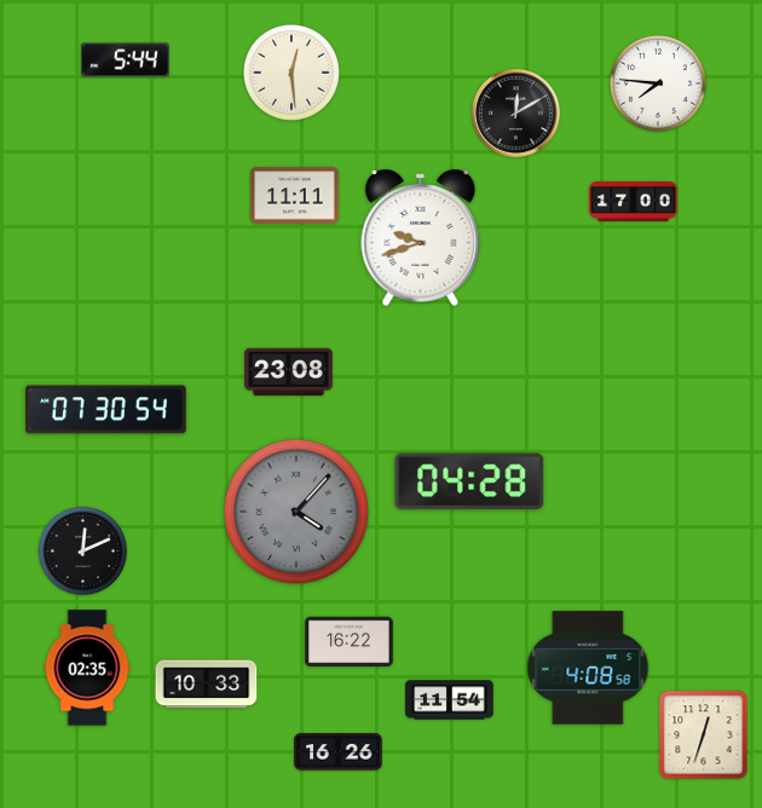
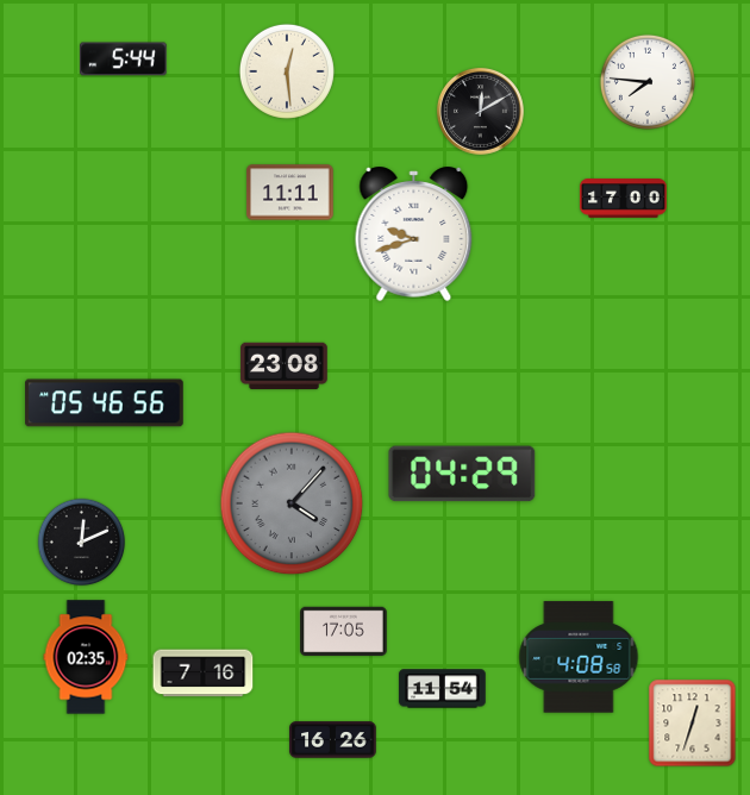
clock at (515, 112) position: (515, 112) -> (480, 111)
clock at (106, 410): 07:30 -> 05:46
clock at (469, 481): 04:28 -> 04:29
clock at (350, 642): 16:22 -> 17:05
clock at (207, 685): 10:33 -> 7:16
